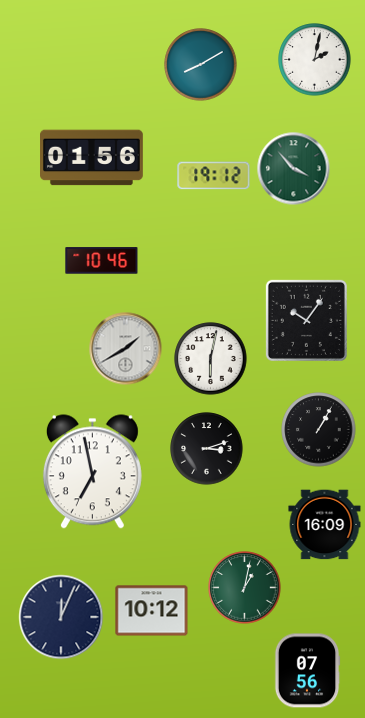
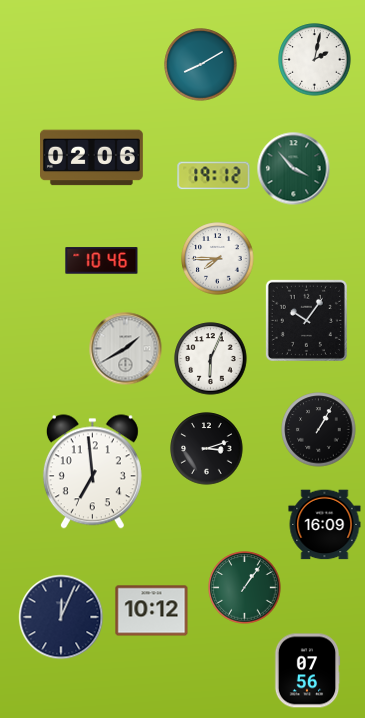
clock at (92, 158): 01:56 -> 02:06
clock at (218, 259): none -> 7:45
clock at (211, 359): 6:02 -> 6:04
clock at (92, 472): 6:58 -> 6:59
clock at (245, 588): 1:02 -> 1:06
